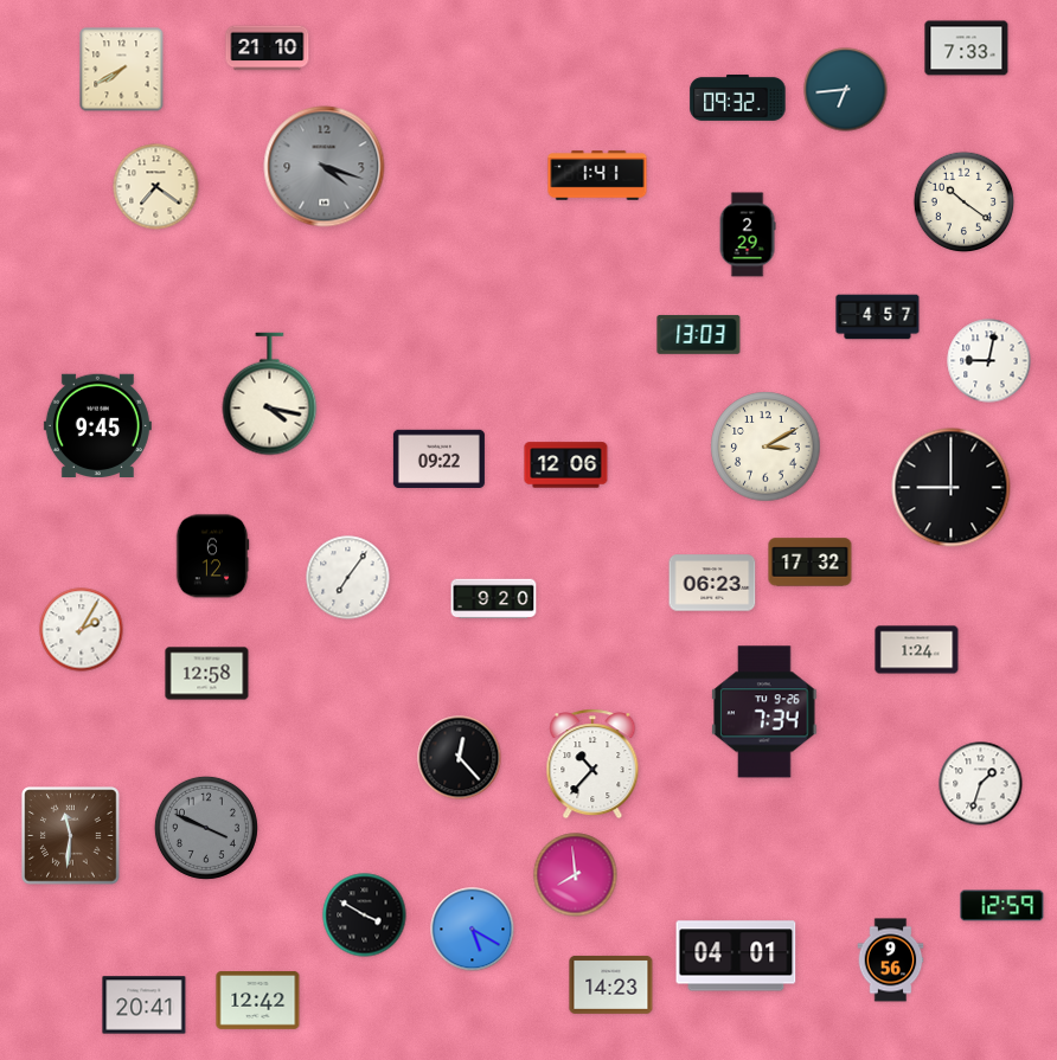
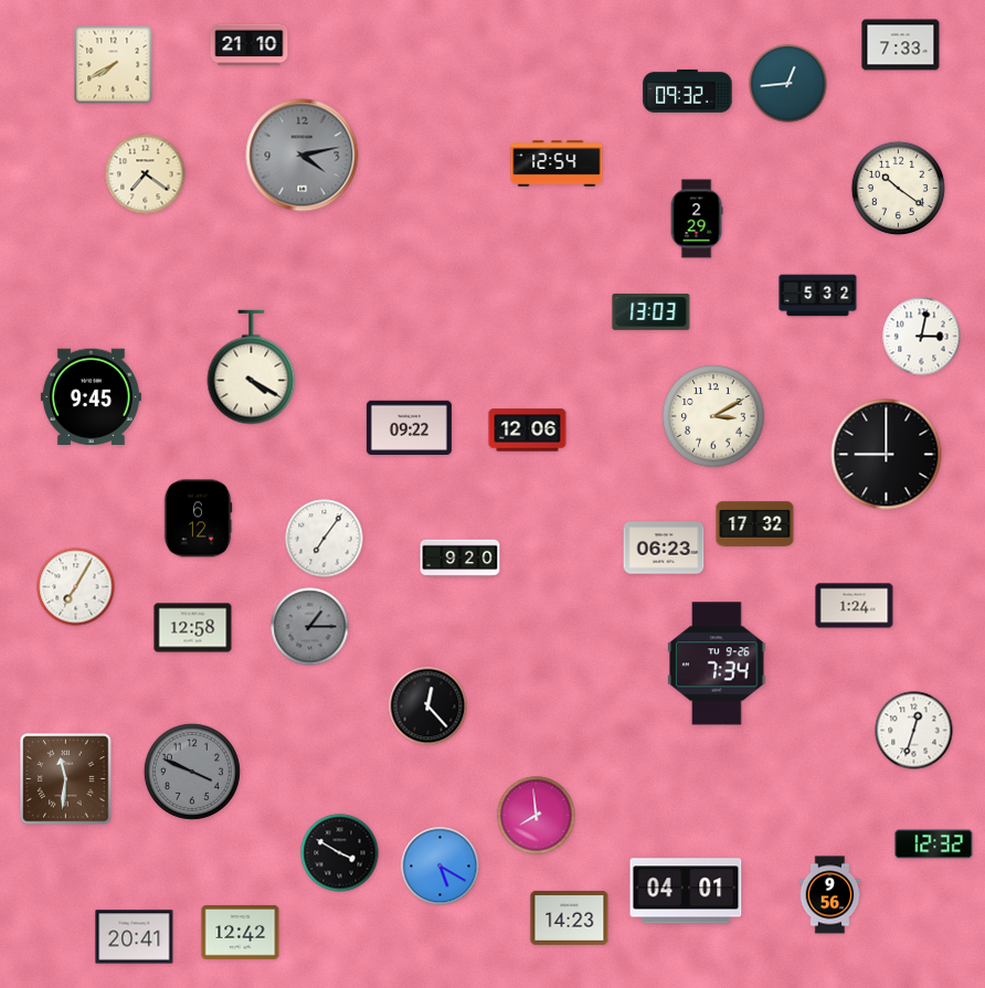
clock at (846, 90): 6:44 -> 12:44
clock at (325, 167): 4:18 -> 4:13
clock at (597, 175): 1:41 -> 12:54
clock at (878, 317): 4:57 -> 5:32
clock at (989, 361): 9:02 -> 3:02
clock at (270, 394): 4:17 -> 4:20
clock at (566, 465) position: (566, 465) -> (528, 431)
clock at (712, 583) position: (712, 583) -> (664, 548)
clock at (82, 630): 2:05 -> 7:05
clock at (310, 627): none -> 1:15
clock at (764, 712) position: (764, 712) -> (717, 663)
clock at (592, 764): 10:37 -> none
clock at (981, 784): 1:33 -> 12:33
clock at (1002, 906): 12:59 -> 12:32
